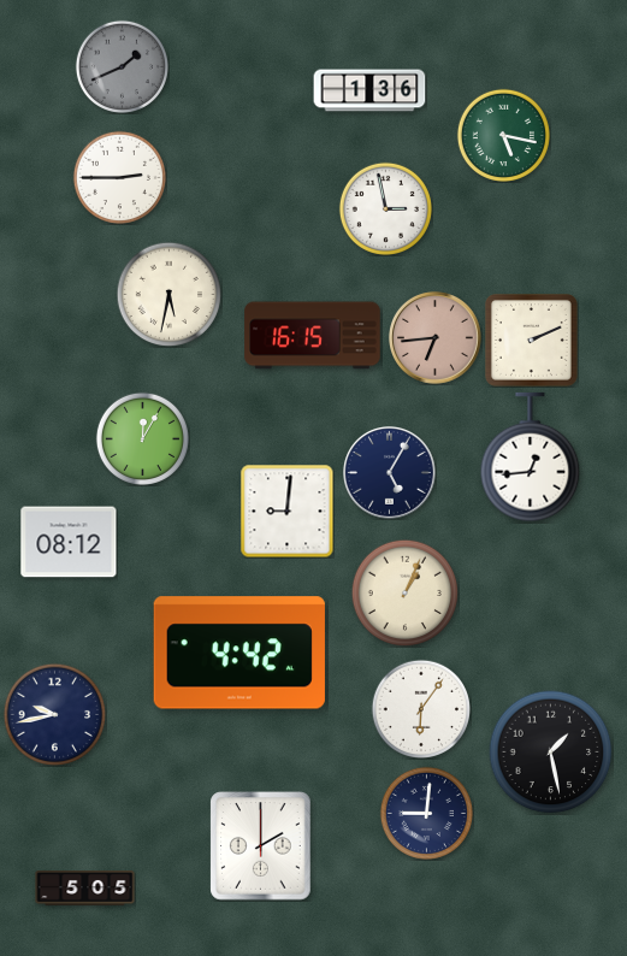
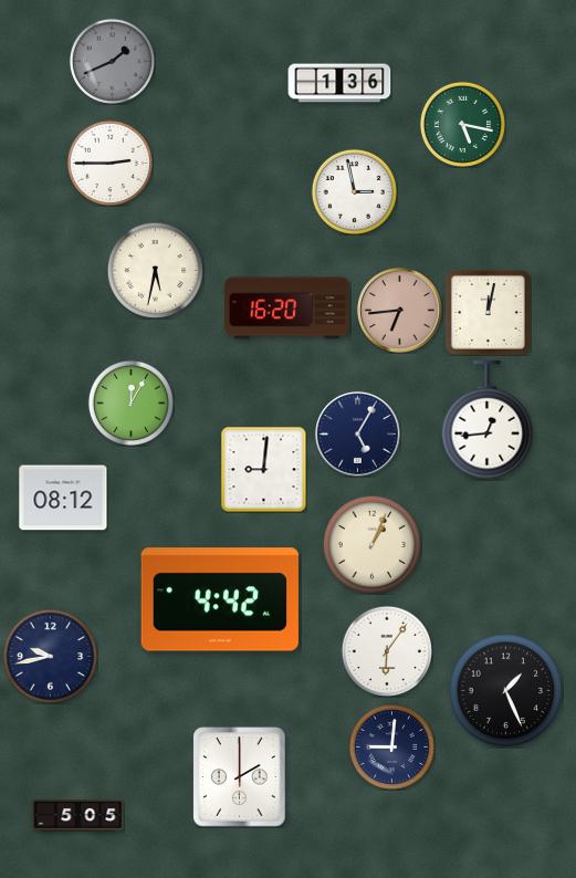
clock at (313, 336): 16:15 -> 16:20
clock at (532, 341): 2:11 -> 12:02
clock at (551, 753): 1:28 -> 1:26
